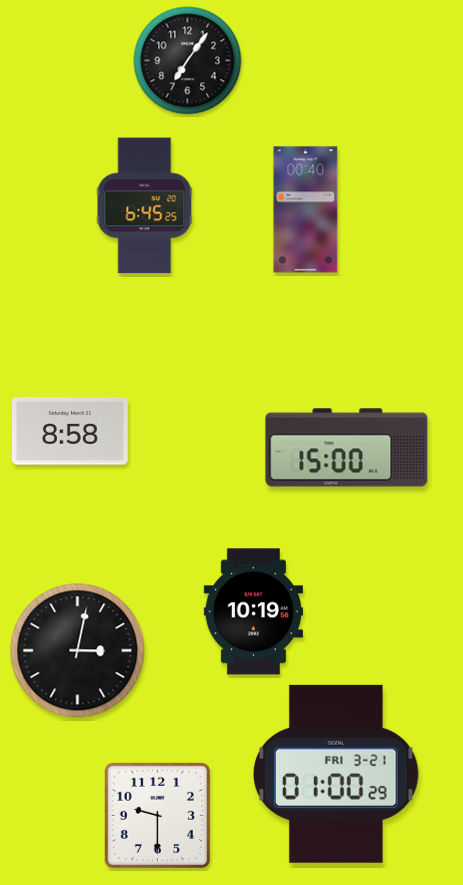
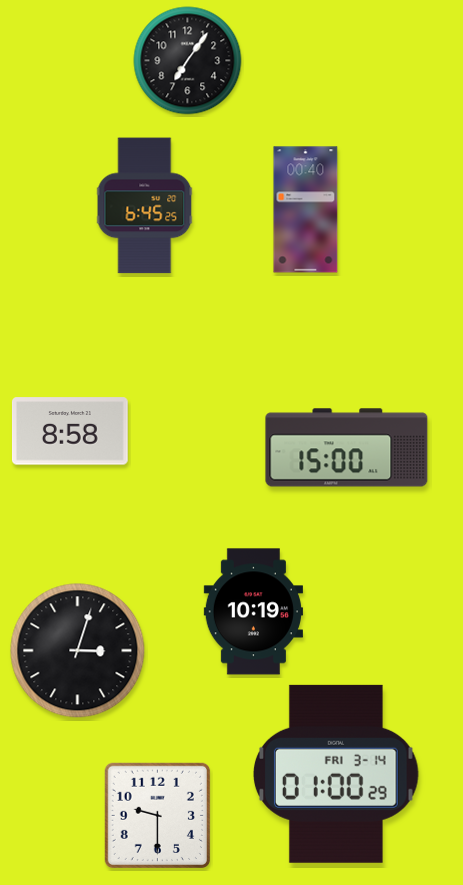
clock at (78, 651): 3:02 -> 3:03
clock at (337, 774) date: FRI 3-21 -> FRI 3-14
